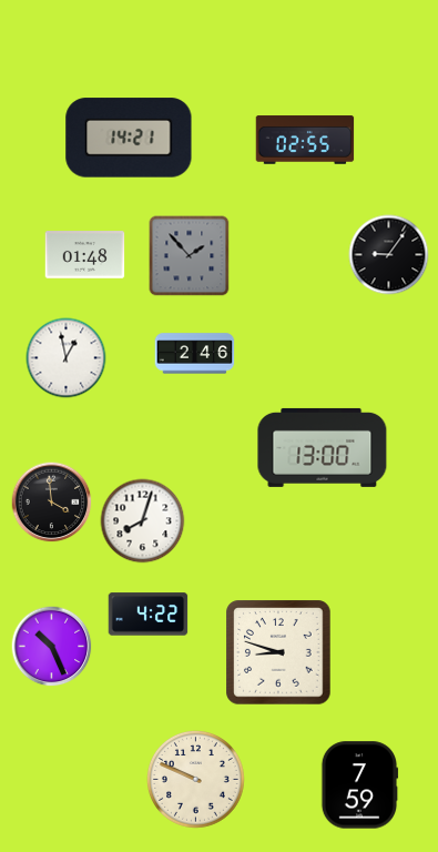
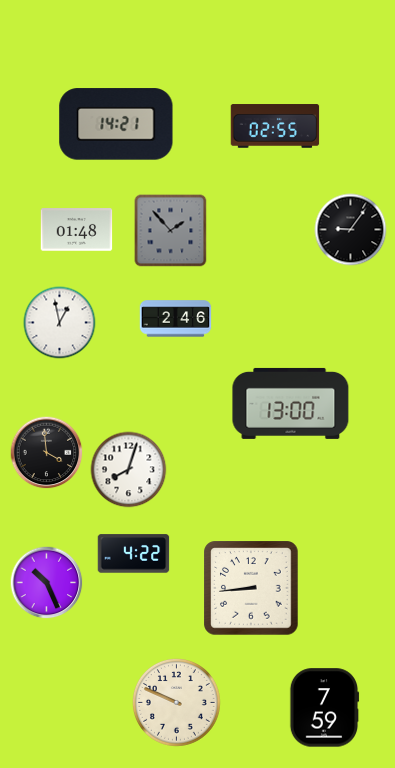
clock at (278, 652): 8:48 -> 8:44
